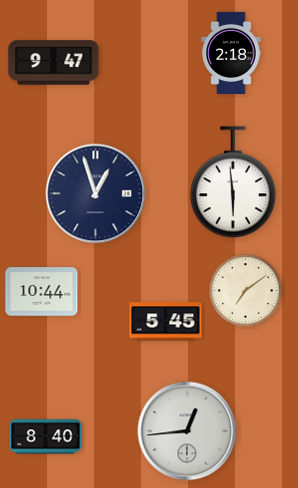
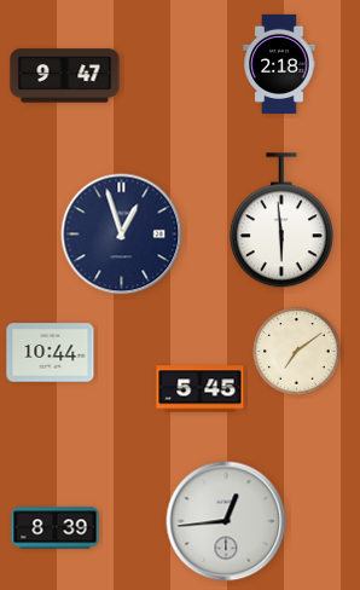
clock at (96, 194) position: (96, 194) -> (122, 235)
clock at (46, 437): 8:40 -> 8:39
